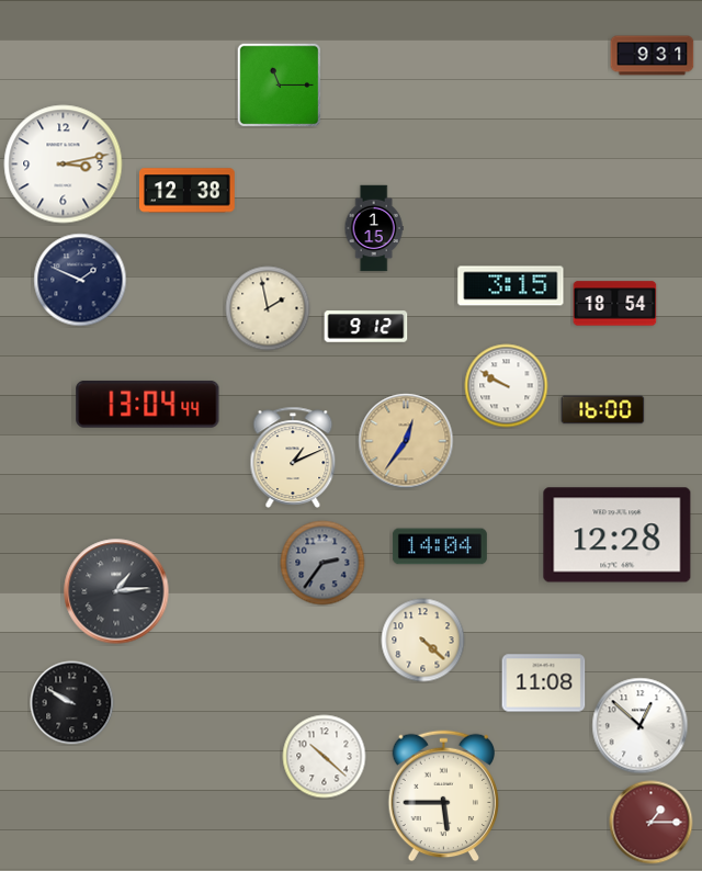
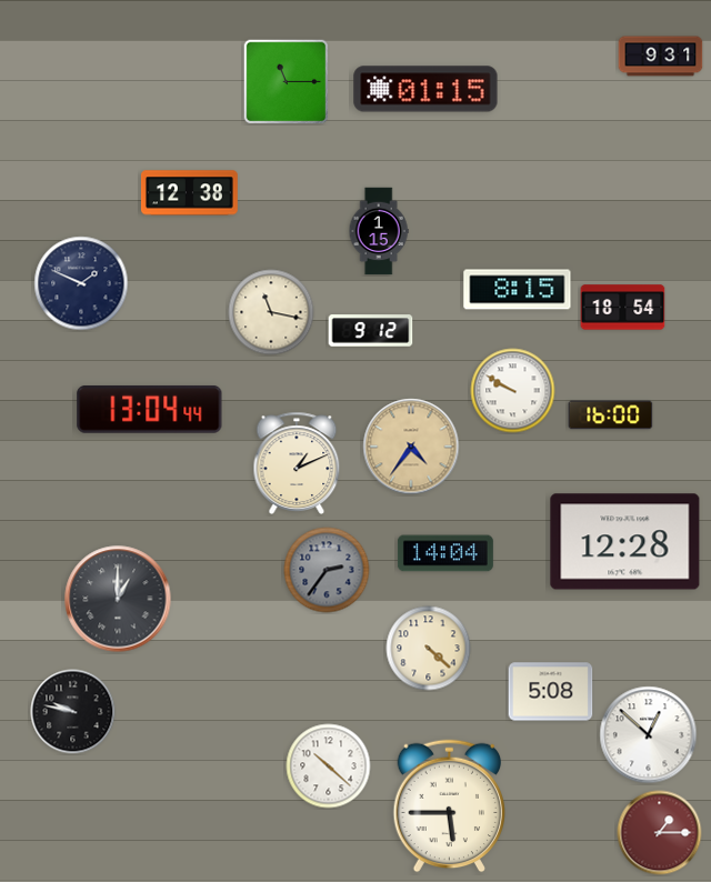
clock at (279, 84) position: (279, 84) -> (286, 81)
clock at (425, 89): none -> 01:15
clock at (64, 165): 3:13 -> none
clock at (511, 286): 3:15 -> 8:15
clock at (268, 308): 1:58 -> 11:17
clock at (406, 441): 12:36 -> 4:36
clock at (116, 591): 1:14 -> 1:00
clock at (544, 683): 11:08 -> 5:08
clock at (72, 703): 9:50 -> 9:47
